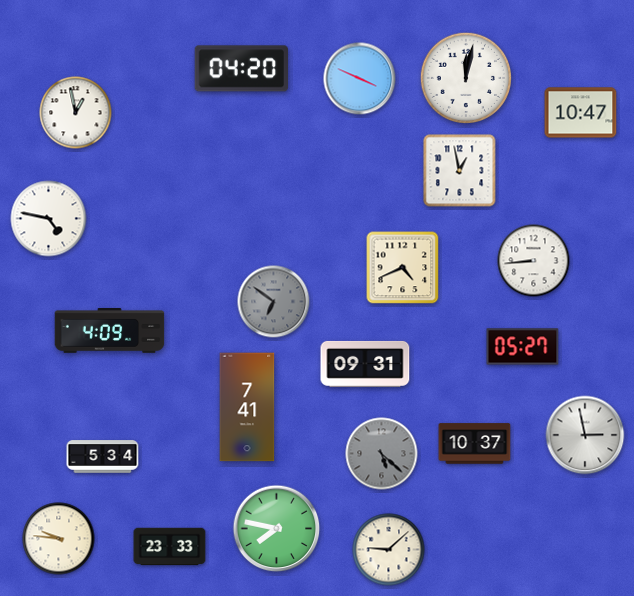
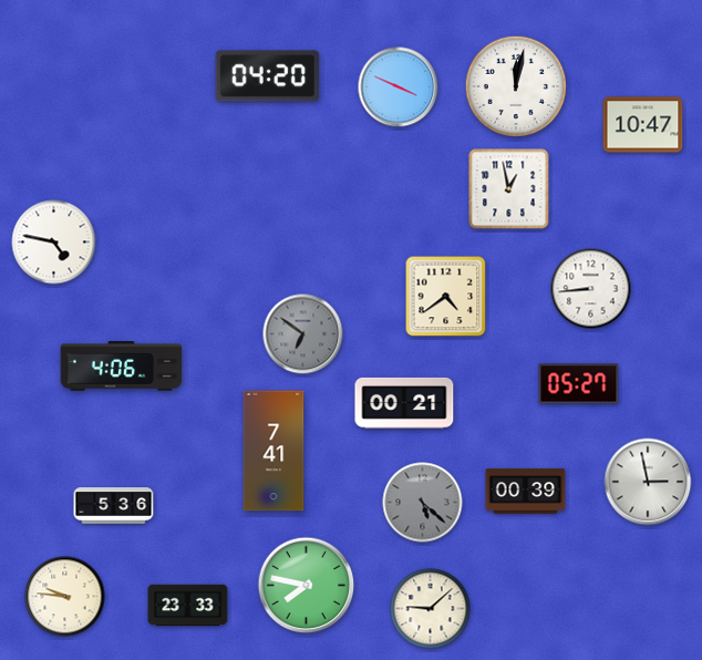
clock at (76, 113): 12:58 -> none
clock at (403, 268): 4:41 -> 4:39
clock at (110, 331): 4:09 -> 4:06
clock at (365, 364): 09:31 -> 00:21
clock at (475, 444): 10:37 -> 00:39
clock at (103, 457): 5:34 -> 5:36
